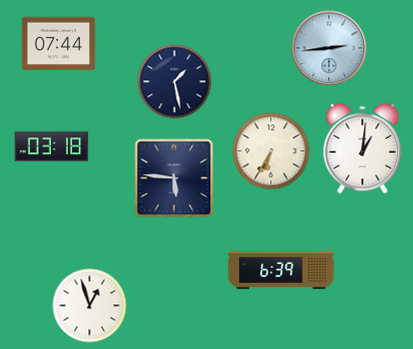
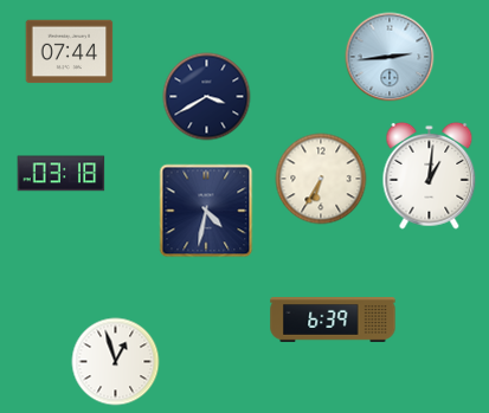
clock at (175, 82): 1:28 -> 3:40
clock at (174, 178): 5:46 -> 4:32
clock at (90, 306) position: (90, 306) -> (116, 362)
